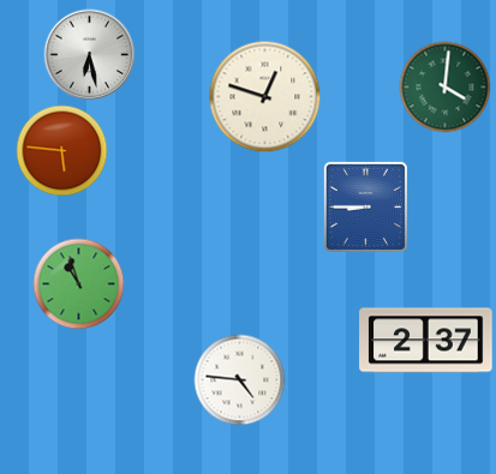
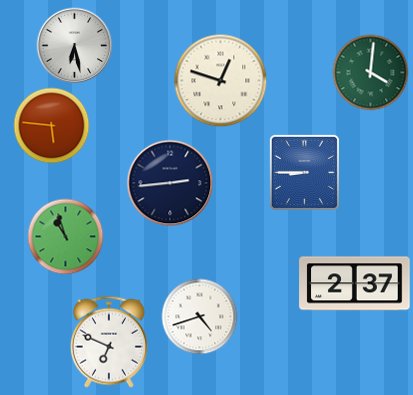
clock at (170, 183): none -> 2:44
clock at (240, 380): 4:46 -> 4:42
clock at (109, 342): none -> 6:49
